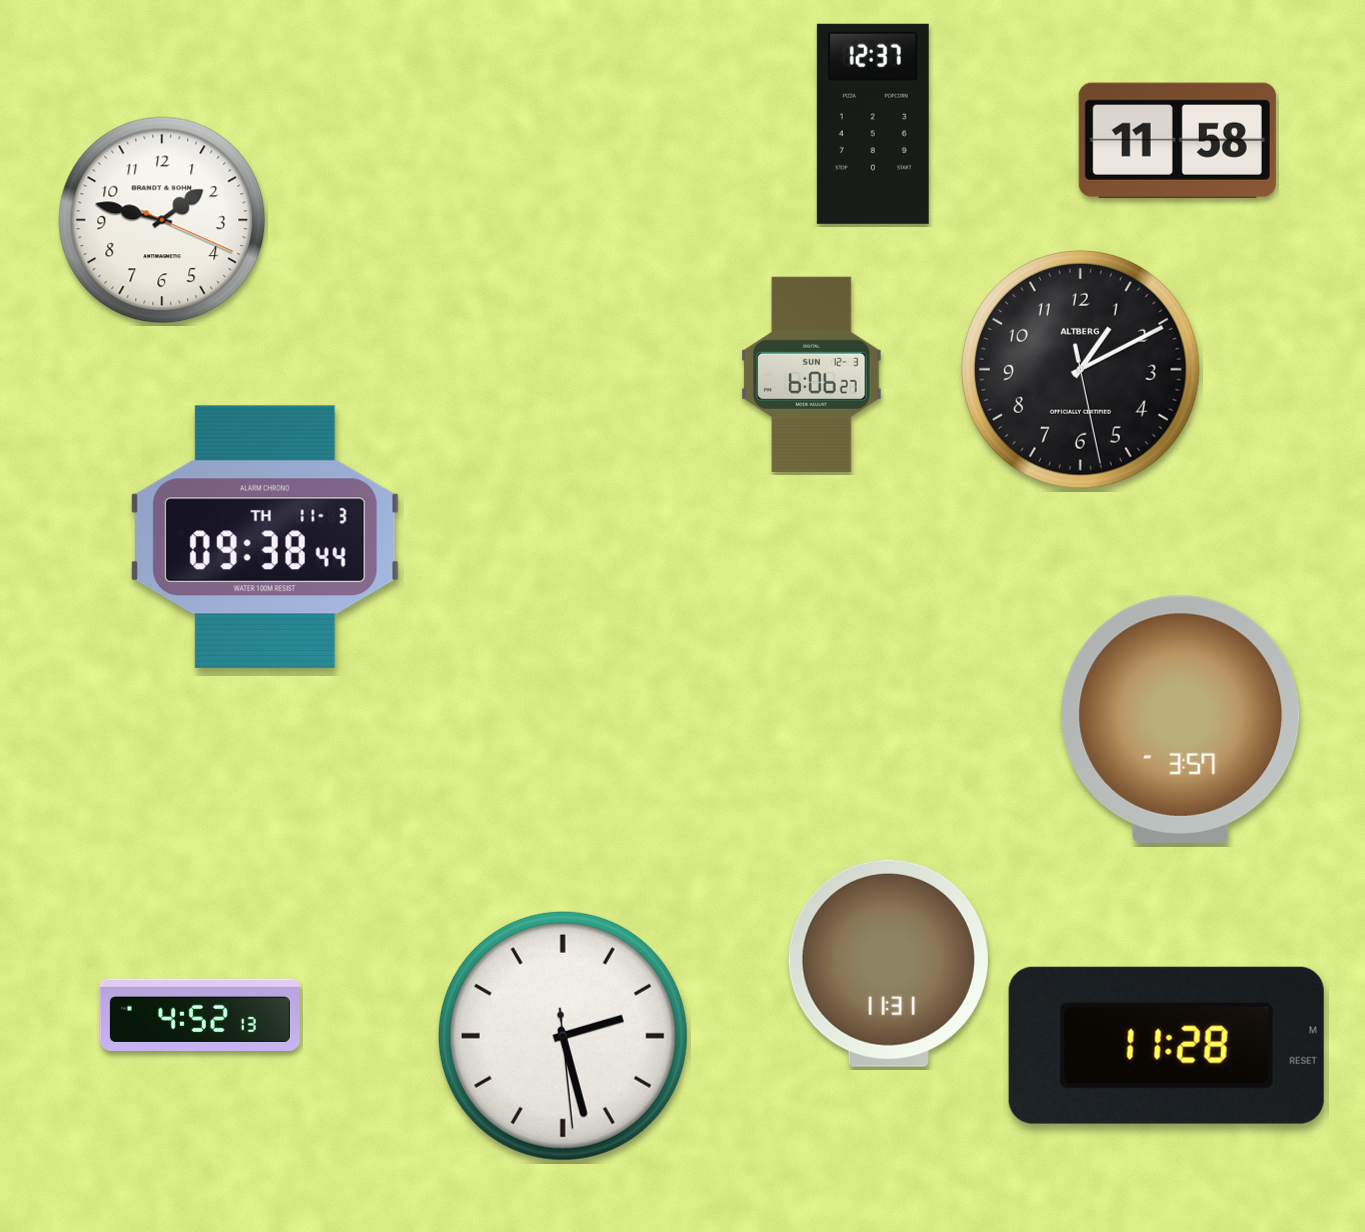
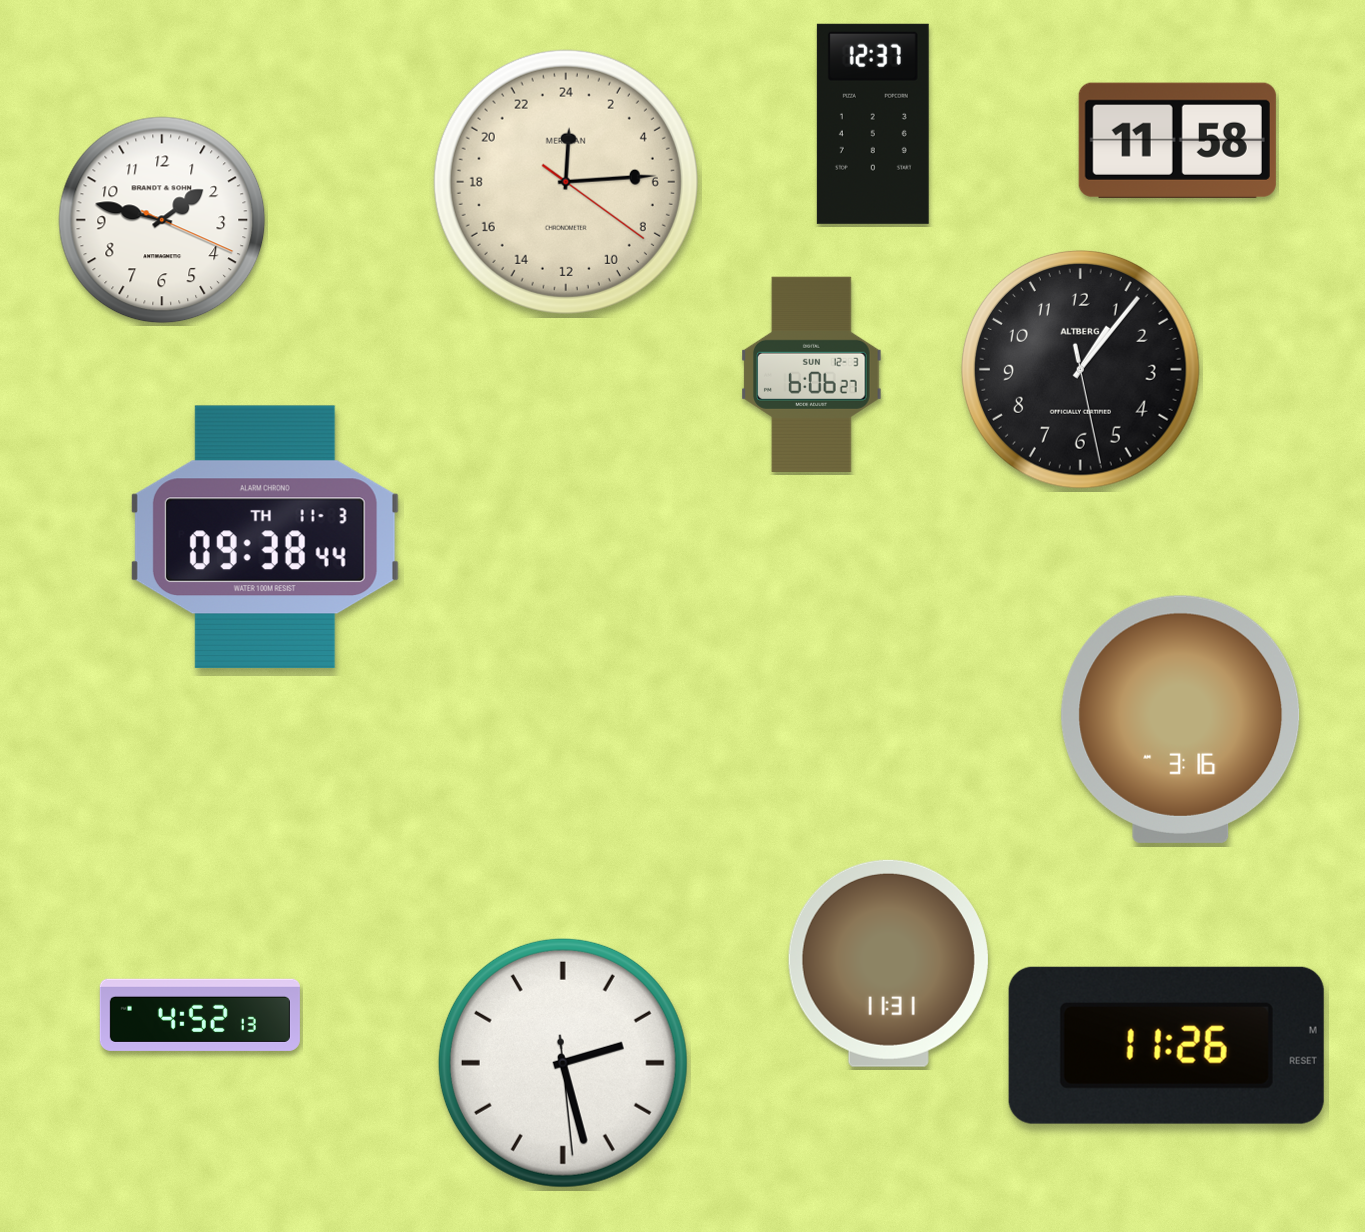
clock at (566, 182): none -> 0:14
clock at (1080, 369): 1:10 -> 1:06
clock at (1181, 719): 3:57 -> 3:16
clock at (563, 1036) position: (563, 1036) -> (563, 1063)
clock at (1166, 1045): 11:28 -> 11:26
